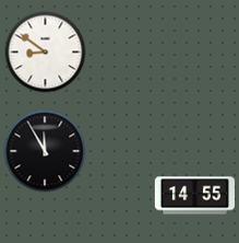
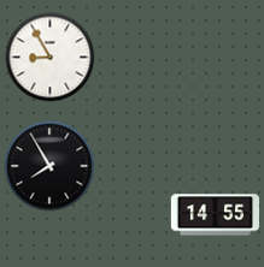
clock at (46, 53): 8:51 -> 8:55
clock at (45, 151): 11:55 -> 7:55
